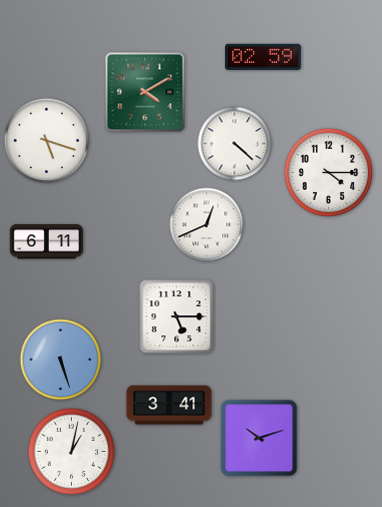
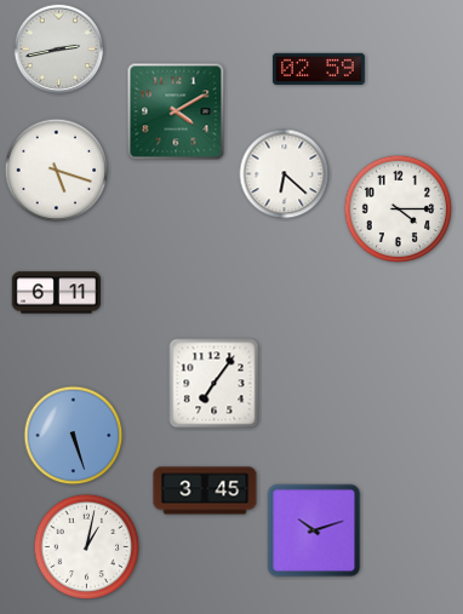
clock at (59, 50): none -> 2:43
clock at (235, 144): 4:22 -> 6:22
clock at (207, 225): 12:41 -> none
clock at (177, 317): 5:15 -> 7:06
clock at (169, 405): 3:41 -> 3:45
